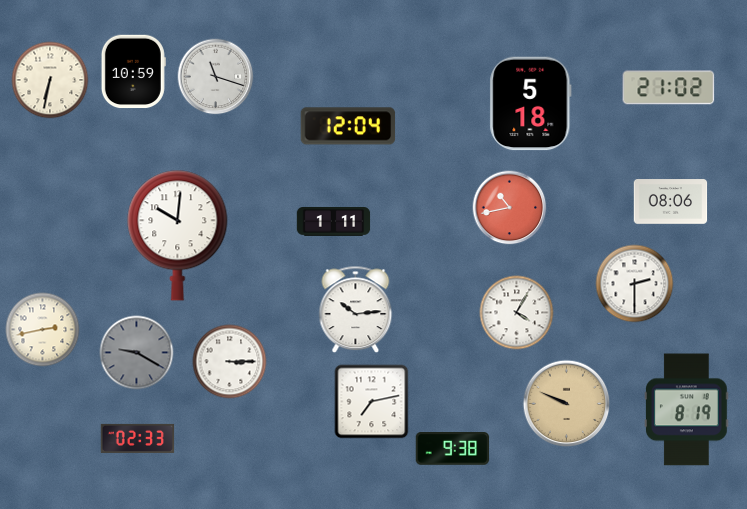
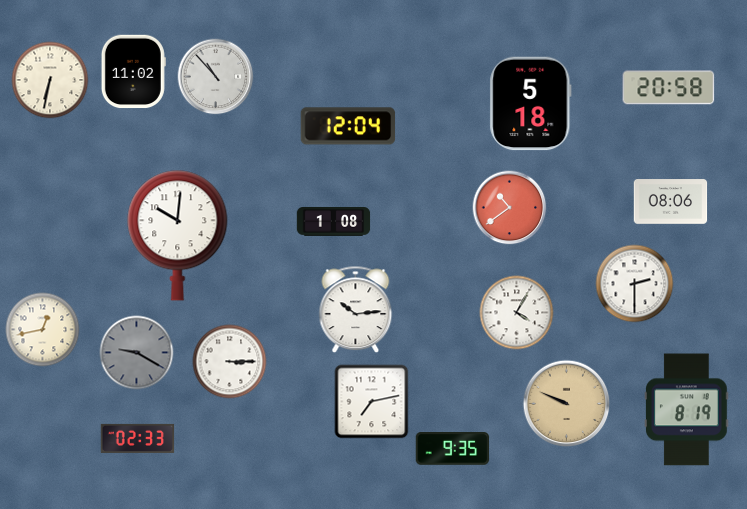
clock at (133, 72): 10:59 -> 11:02
clock at (216, 77): 11:18 -> 10:53
clock at (669, 88): 21:02 -> 20:58
clock at (510, 208): 10:43 -> 10:39
clock at (334, 222): 1:11 -> 1:08
clock at (43, 330): 2:43 -> 12:43
clock at (453, 449): 9:38 -> 9:35
